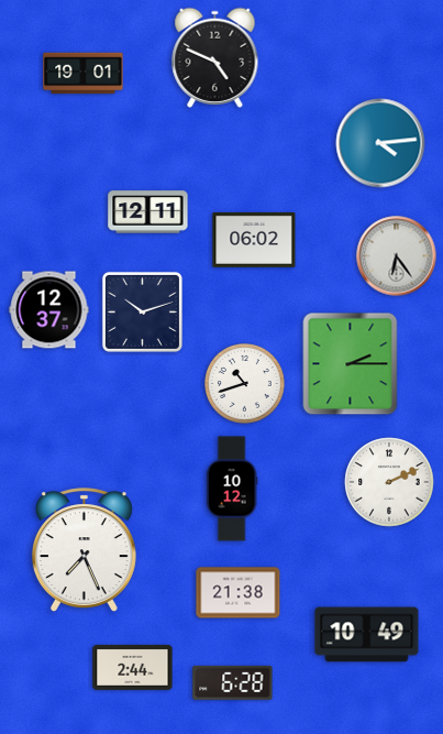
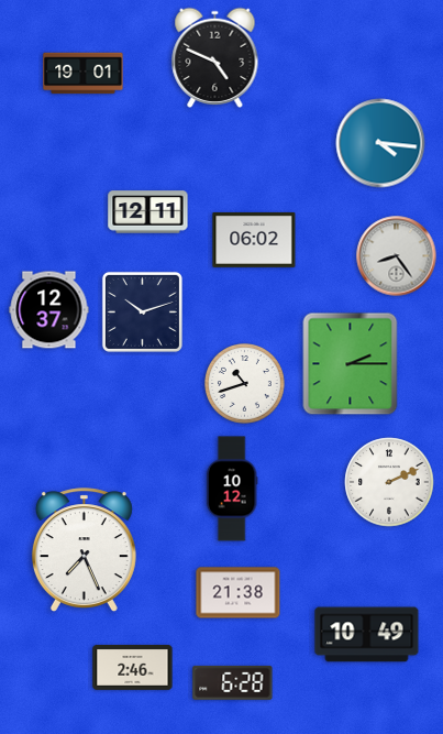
clock at (380, 143): 4:14 -> 4:16
clock at (397, 256): 6:24 -> 8:24
clock at (133, 667): 2:44 -> 2:46
